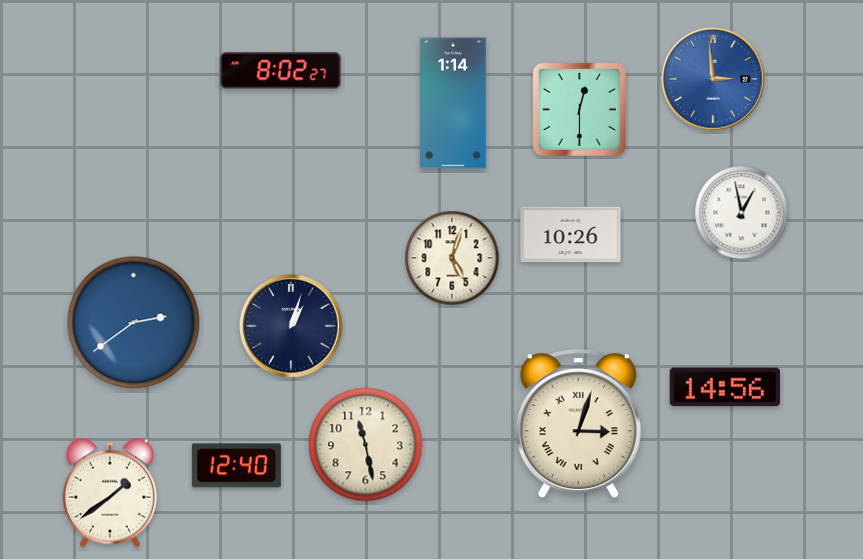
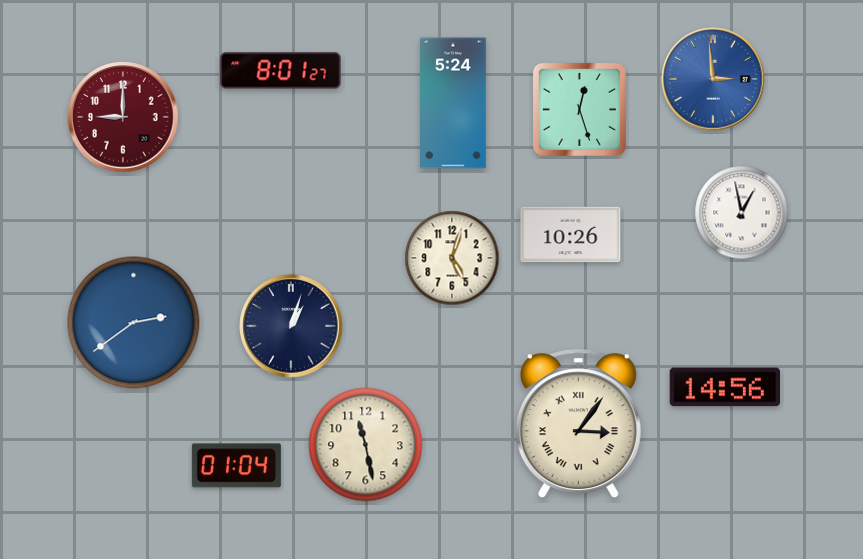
clock at (281, 71): 8:02 -> 8:01
clock at (454, 103): 1:14 -> 5:24
clock at (579, 109): 12:30 -> 12:27
clock at (123, 117): none -> 9:00
clock at (578, 424): 3:03 -> 3:06
clock at (236, 466): 12:40 -> 01:04
clock at (110, 493): 1:39 -> none
